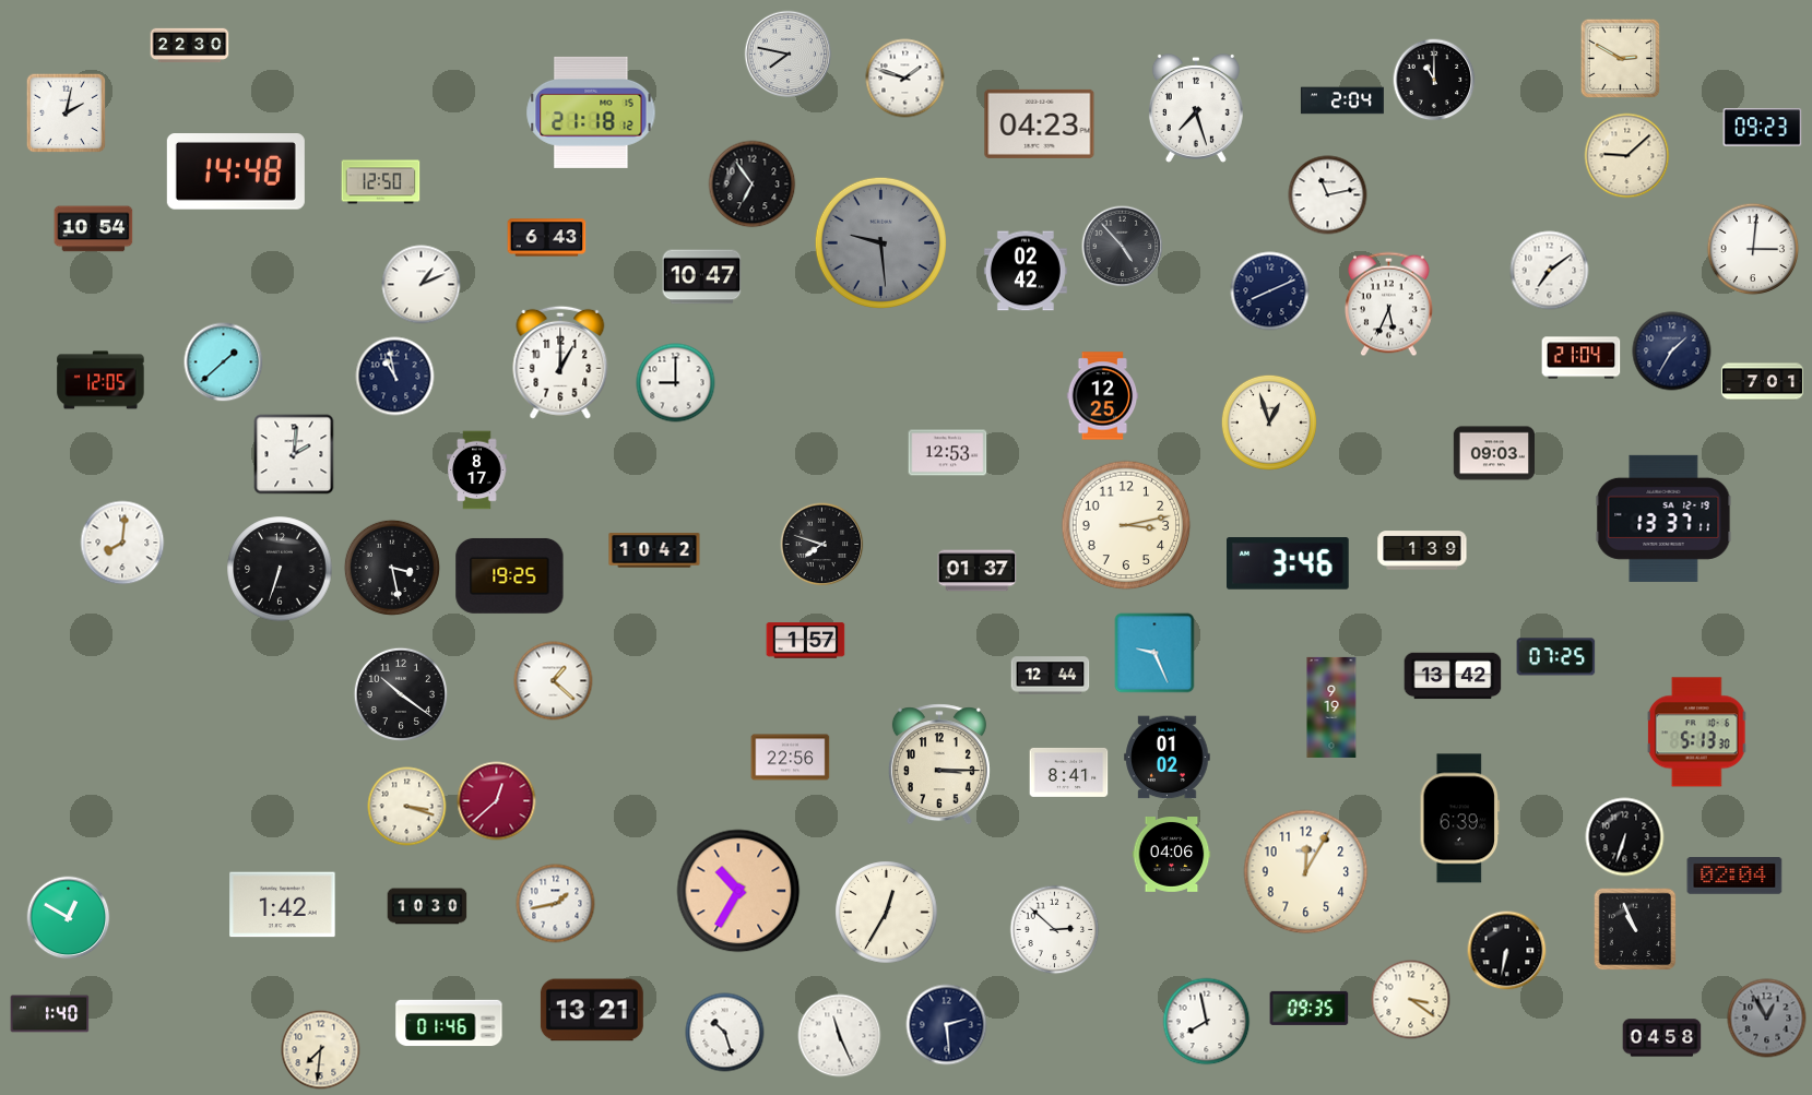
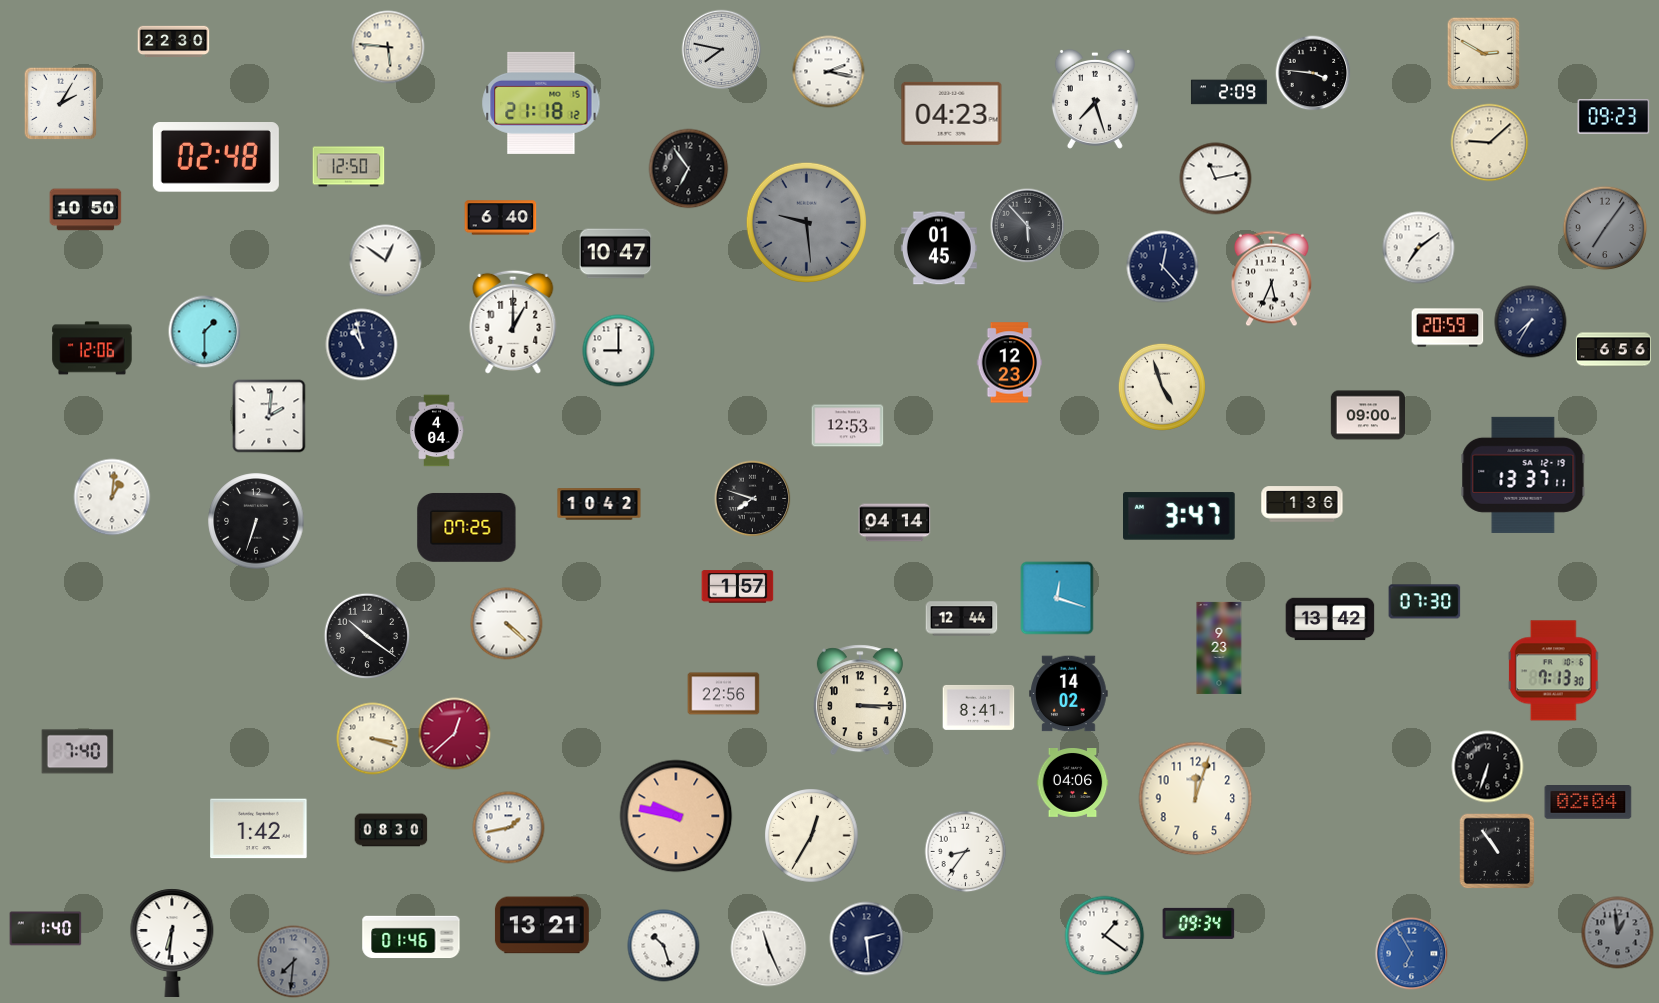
clock at (388, 47): none -> 5:46
clock at (905, 79): 1:48 -> 2:17
clock at (1434, 80): 11:00 -> 3:46
clock at (1342, 100): 2:04 -> 2:09
clock at (67, 114): 2:02 -> 2:05
clock at (236, 172): 14:48 -> 02:48
clock at (94, 229): 10:54 -> 10:50
clock at (547, 238): 6:43 -> 6:40
clock at (1123, 247): 4:53 -> 5:53
clock at (1753, 249): 3:01 -> 7:06
clock at (1753, 249) dial: white -> grey
clock at (1026, 271): 02:42 -> 01:45
clock at (702, 277) position: (702, 277) -> (616, 254)
clock at (422, 285): 1:11 -> 12:51
clock at (1270, 291): 8:11 -> 12:23
clock at (1672, 352): 1:35 -> 7:35
clock at (1582, 358): 21:04 -> 20:59
clock at (224, 362): 1:38 -> 1:30
clock at (560, 362) position: (560, 362) -> (513, 322)
clock at (100, 380): 12:05 -> 12:06
clock at (1762, 382): 7:01 -> 6:56
clock at (1103, 396): 12:25 -> 12:23
clock at (1269, 422): 12:57 -> 4:57
clock at (948, 453) position: (948, 453) -> (848, 426)
clock at (1494, 453): 09:03 -> 09:00
clock at (477, 471): 8:17 -> 4:04
clock at (1126, 525): 3:13 -> none
clock at (122, 543): 8:01 -> 1:01
clock at (1422, 550): 1:39 -> 1:36
clock at (1289, 563): 3:46 -> 3:47
clock at (392, 568): 3:28 -> none
clock at (978, 571): 01:37 -> 04:14
clock at (510, 575): 19:25 -> 07:25
clock at (1154, 653): 9:26 -> 12:18
clock at (1556, 657): 07:25 -> 07:30
clock at (554, 681): 1:22 -> 4:22
clock at (1331, 707): 9:19 -> 9:23
clock at (1697, 733): 5:13 -> 7:13
clock at (1168, 758): 01:02 -> 14:02
clock at (1460, 819): 6:39 -> none
clock at (78, 752): none -> 7:40
clock at (1306, 872): 12:05 -> 12:03
clock at (738, 891): 10:35 -> 9:47
clock at (427, 906): 10:30 -> 08:30
clock at (69, 918): 12:50 -> none
clock at (1635, 929): 10:56 -> 10:54
clock at (1055, 930): 2:52 -> 8:36
clock at (1507, 951): 6:32 -> none
clock at (1411, 1000): 3:21 -> none
clock at (1310, 1008): 09:35 -> 09:34
clock at (1767, 1019): 12:55 -> 12:59
clock at (1207, 1022): 7:58 -> 1:21
clock at (172, 943): none -> 6:31
clock at (1662, 1038): 04:58 -> none
clock at (1412, 954): none -> 6:55
clock at (321, 1050) dial: cream -> grey
